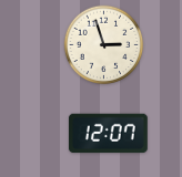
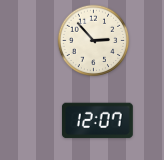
clock at (104, 45): 2:57 -> 2:53
